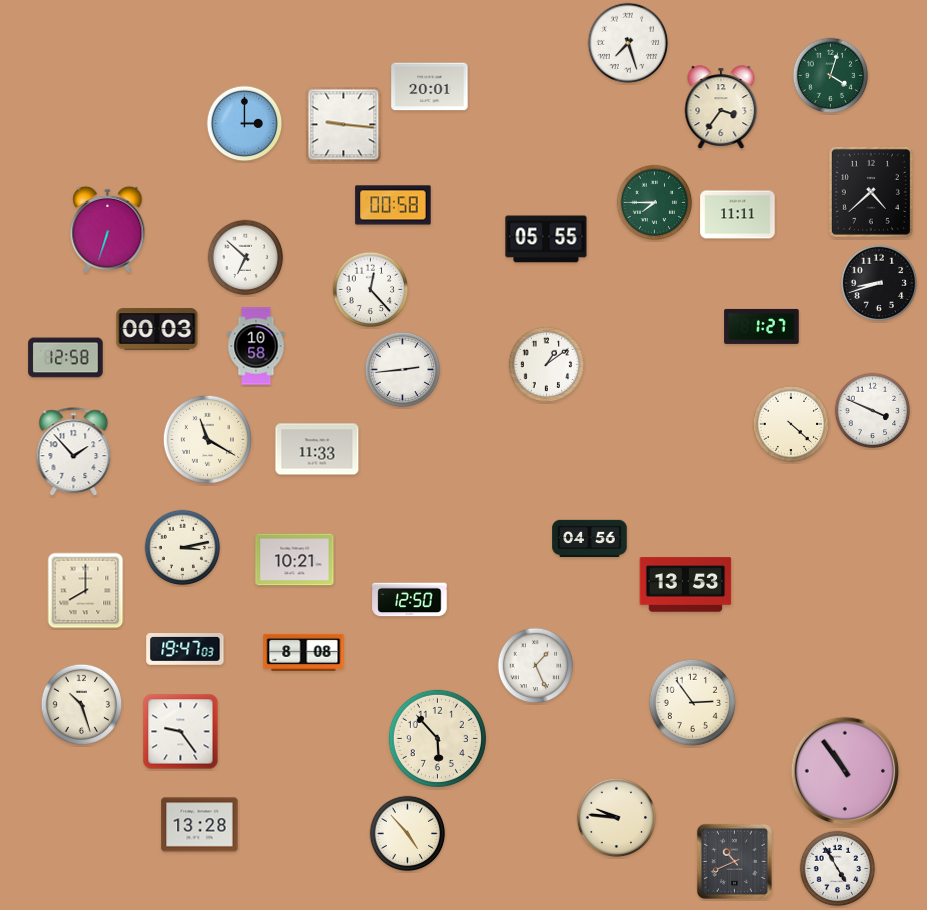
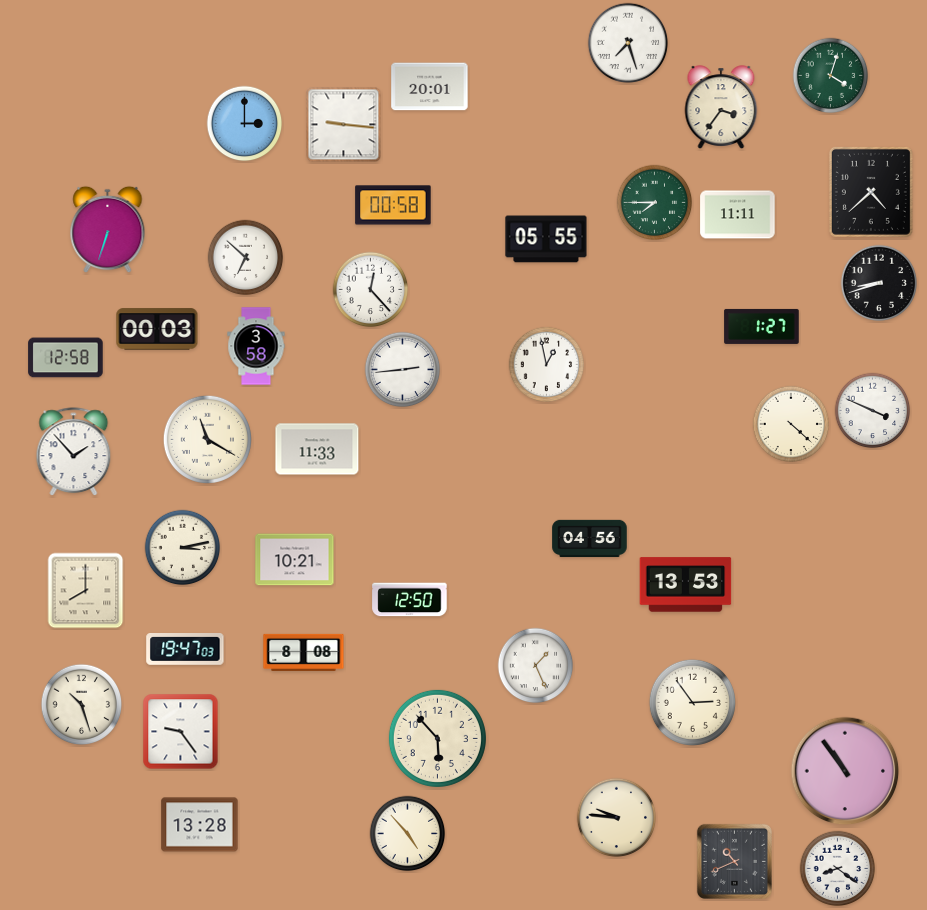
clock at (256, 346): 10:58 -> 3:58
clock at (547, 365): 1:09 -> 12:58
clock at (838, 869): 4:55 -> 8:21
